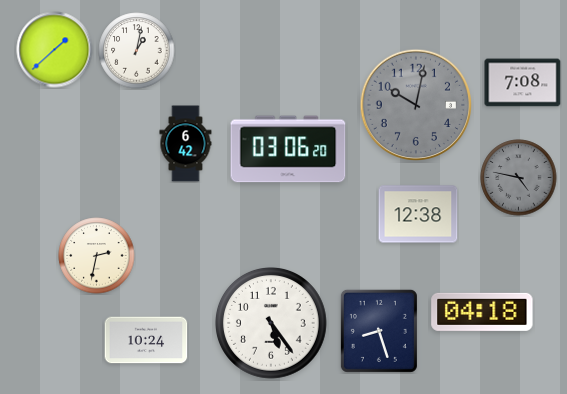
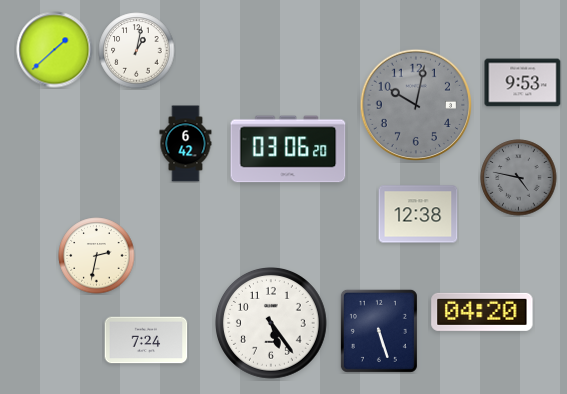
clock at (523, 83): 7:08 -> 9:53
clock at (482, 312): 04:18 -> 04:20
clock at (379, 331): 8:27 -> 5:27
clock at (146, 340): 10:24 -> 7:24
